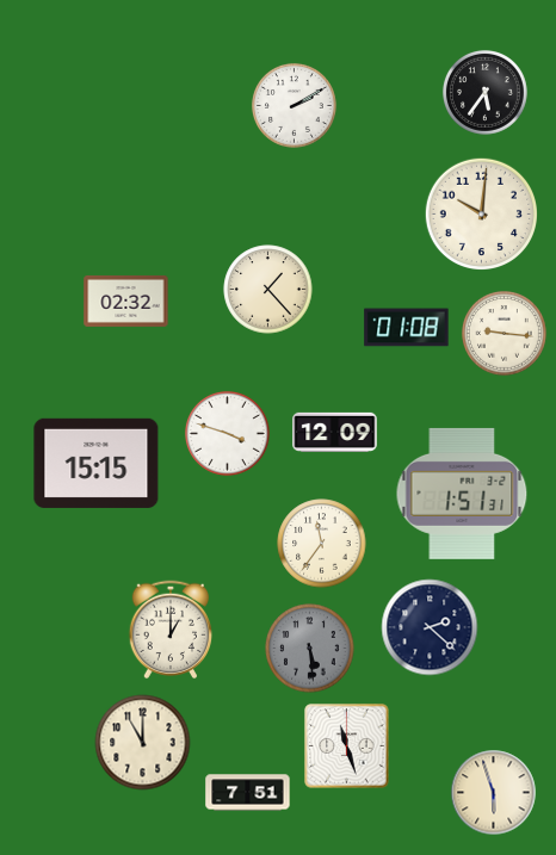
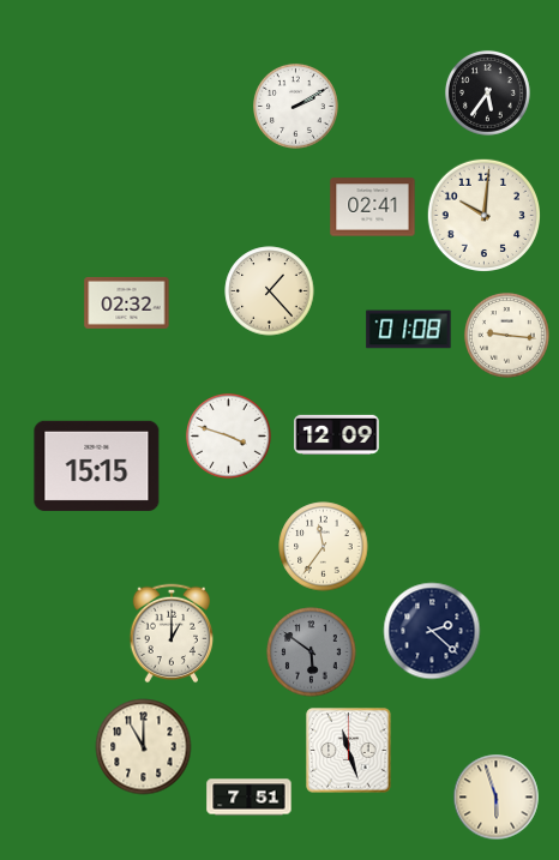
clock at (373, 208): none -> 02:41
clock at (462, 494): 1:51 -> none
clock at (310, 649): 5:29 -> 5:51
